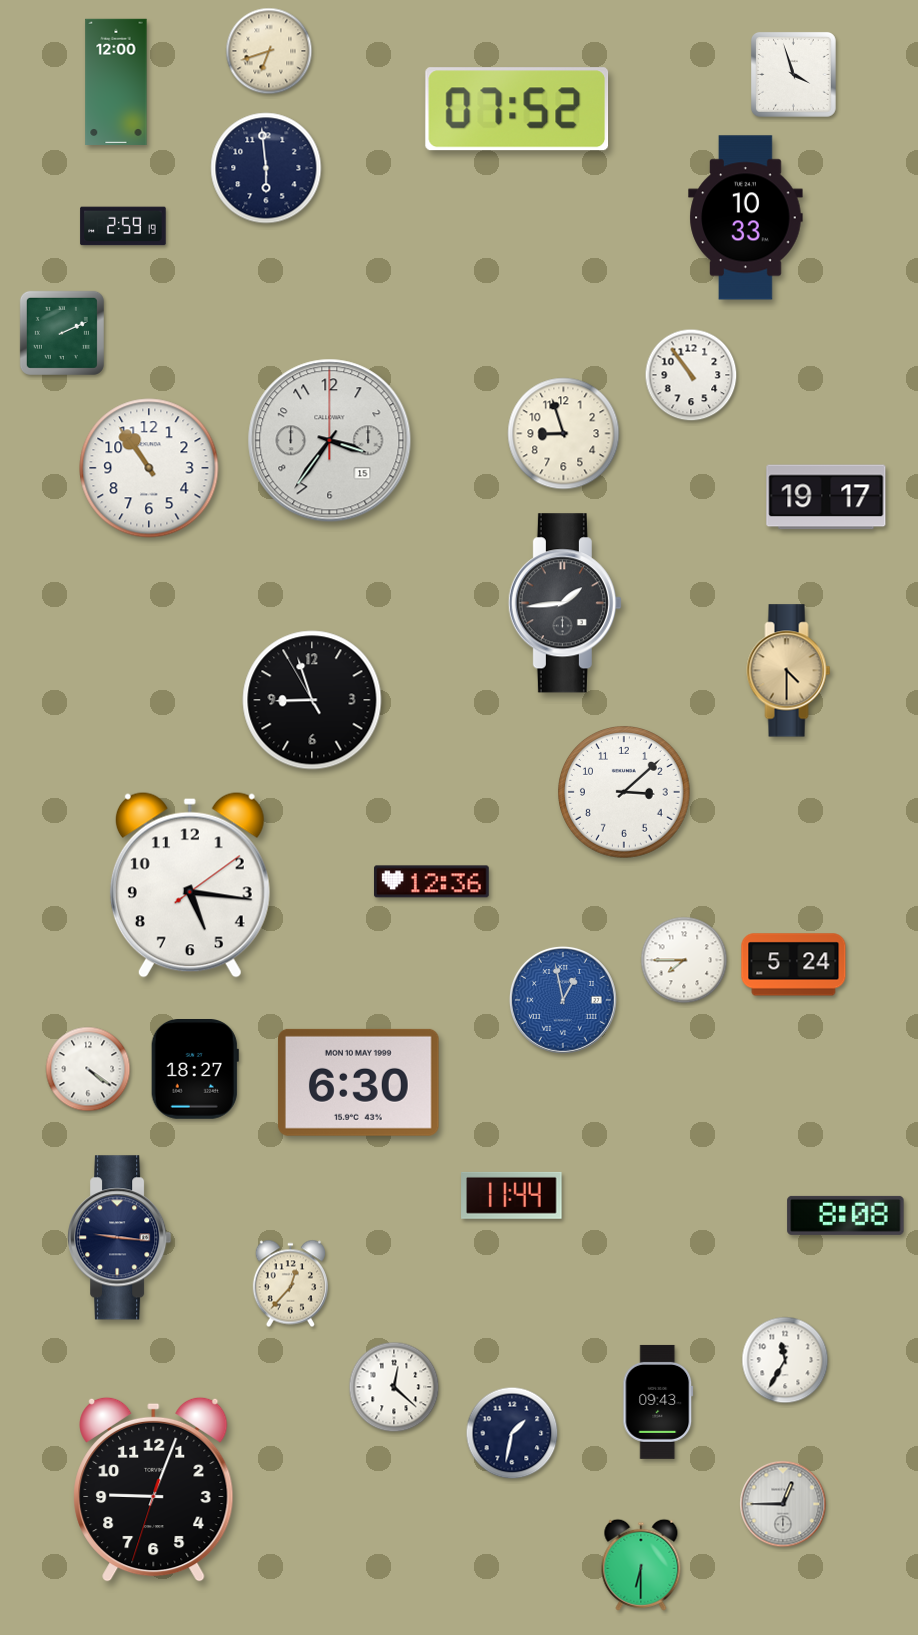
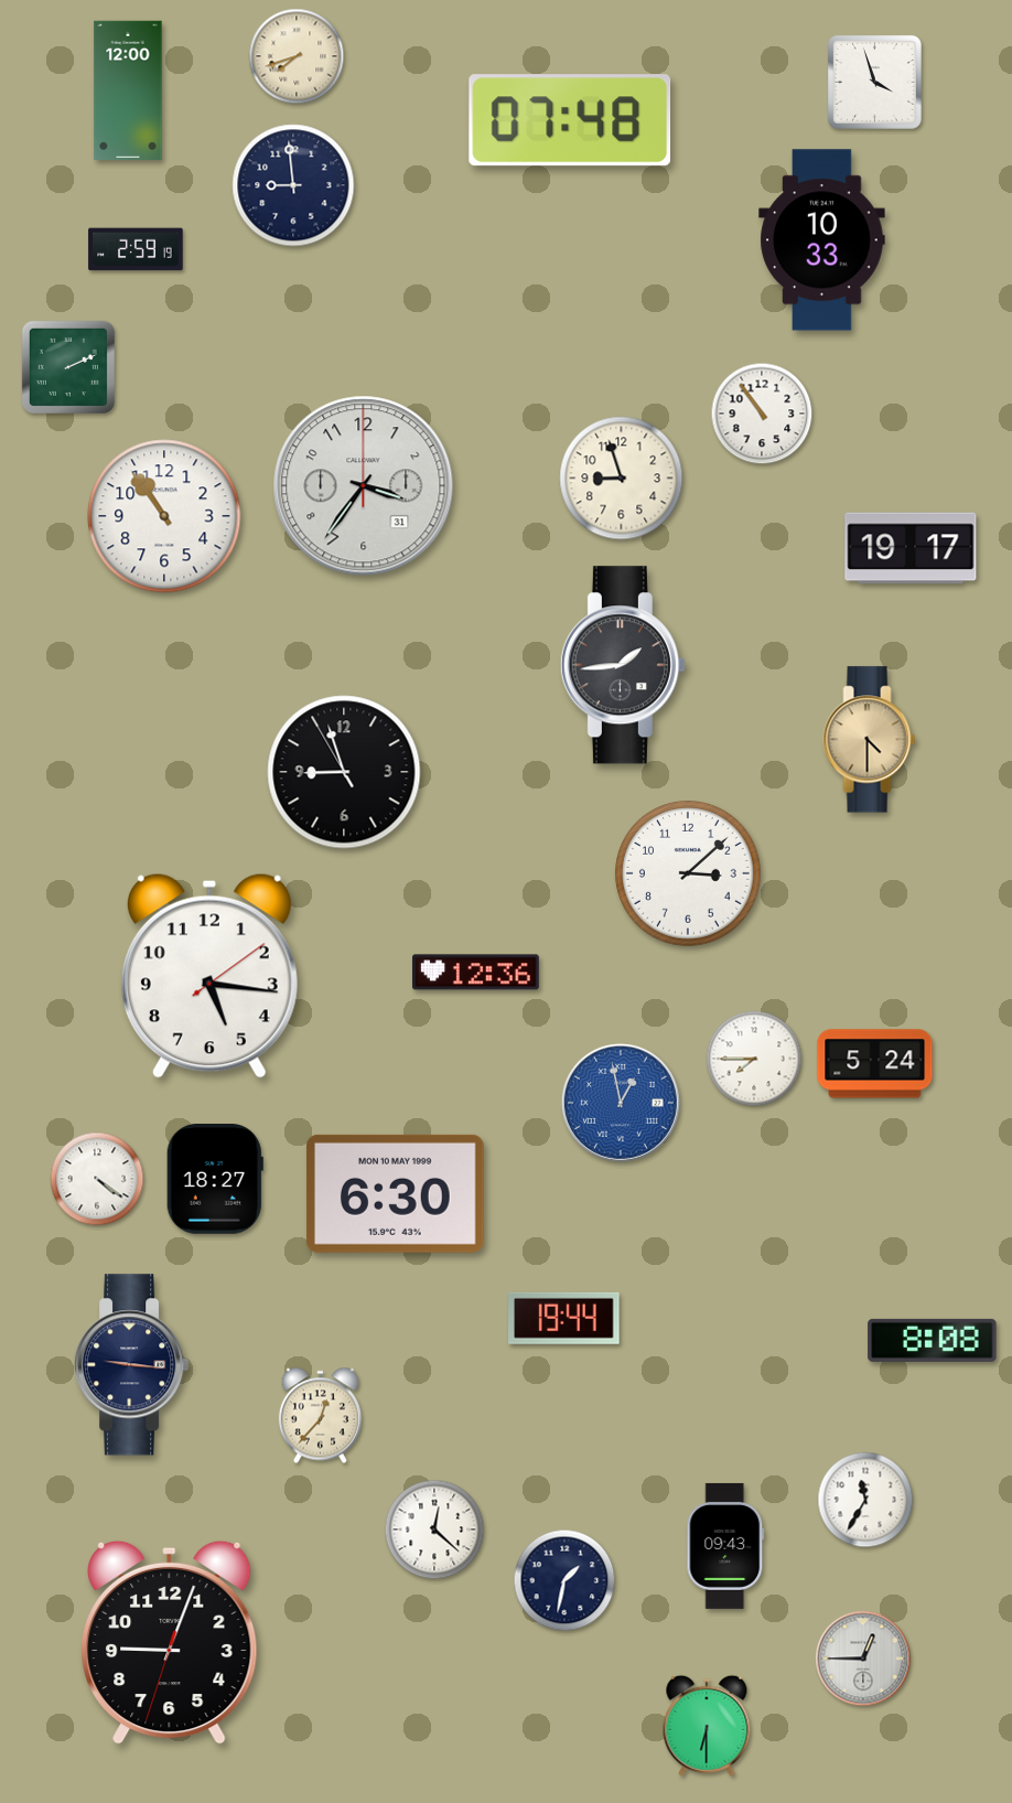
clock at (269, 51): 6:42 -> 7:42
clock at (517, 109): 07:52 -> 07:48
clock at (266, 168): 5:59 -> 8:59
clock at (330, 441) date: 15 -> 31
clock at (512, 1195): 11:44 -> 19:44
